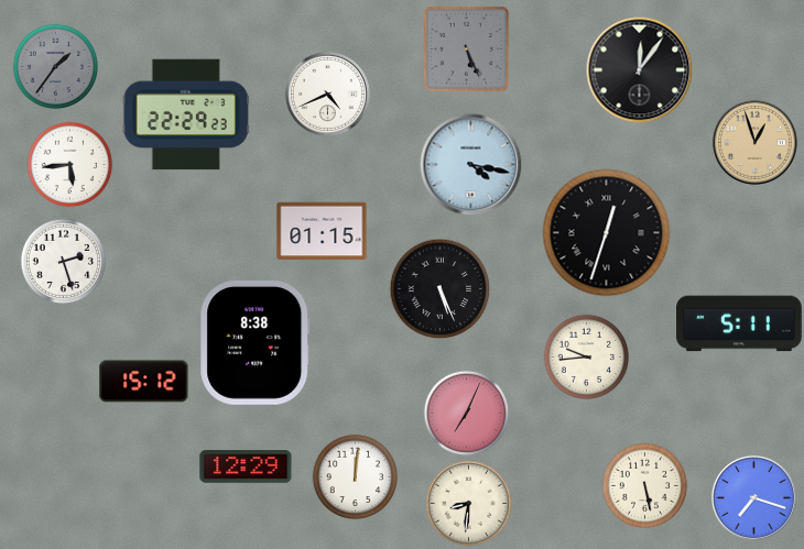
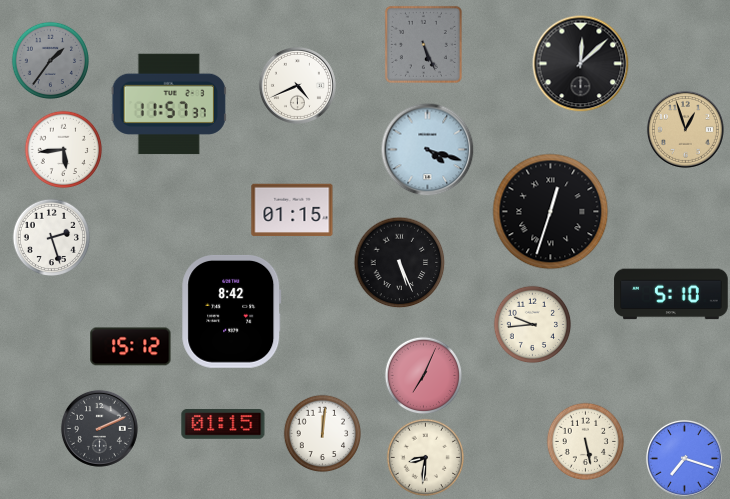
clock at (640, 70): 12:06 -> 12:08
clock at (186, 114): 22:29 -> 11:57
clock at (470, 164): 4:17 -> 4:18
clock at (63, 261) position: (63, 261) -> (51, 237)
clock at (739, 323): 5:11 -> 5:10
clock at (256, 342): 8:38 -> 8:42
clock at (246, 466): 12:29 -> 01:15
clock at (99, 428): none -> 2:11
clock at (753, 497) position: (753, 497) -> (684, 458)
